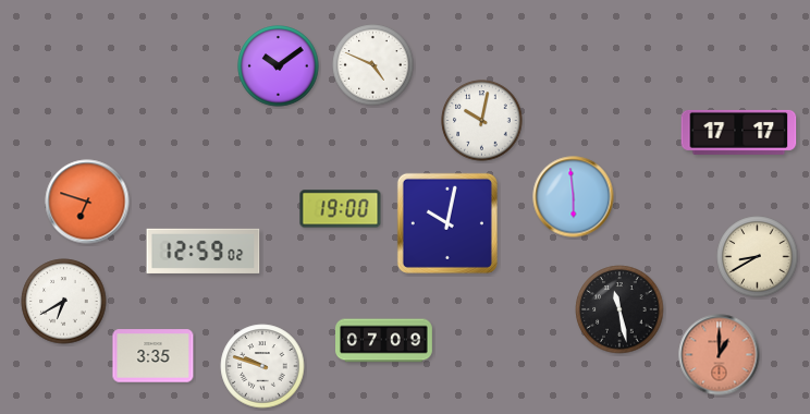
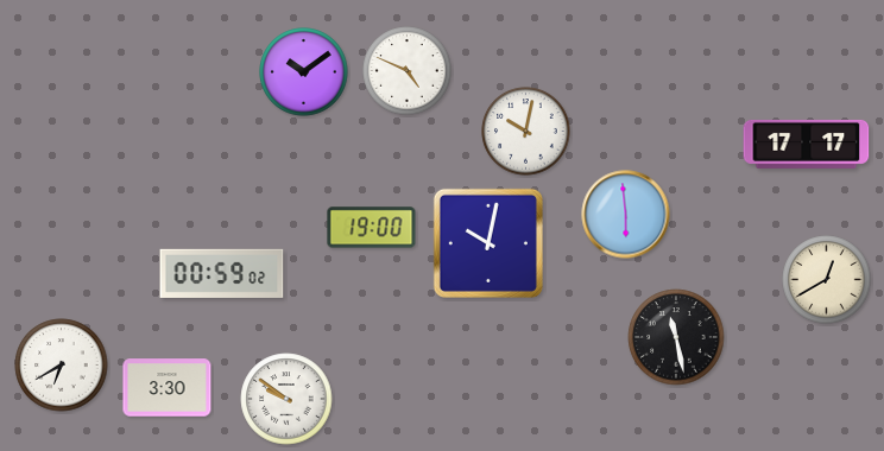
clock at (87, 202): 6:48 -> none
clock at (204, 251): 12:59 -> 00:59
clock at (758, 257): 8:40 -> 12:40
clock at (64, 302) position: (64, 302) -> (62, 366)
clock at (384, 341): 07:09 -> none
clock at (720, 355): 1:00 -> none
clock at (154, 356): 3:35 -> 3:30
clock at (262, 366): 9:48 -> 9:51
